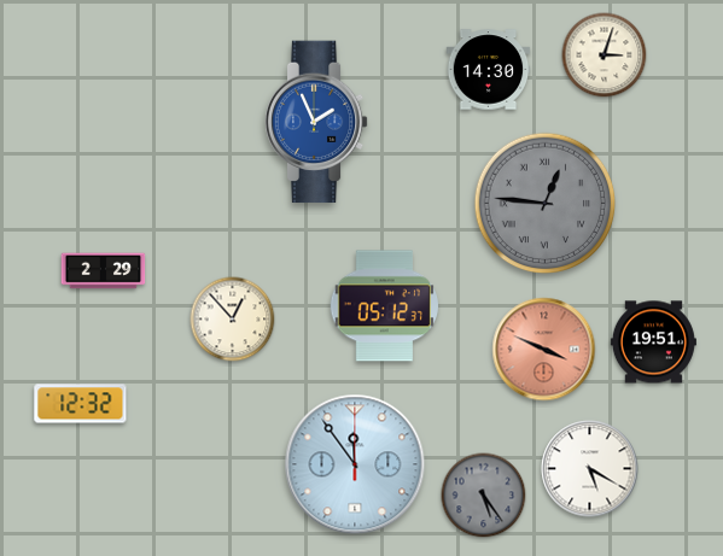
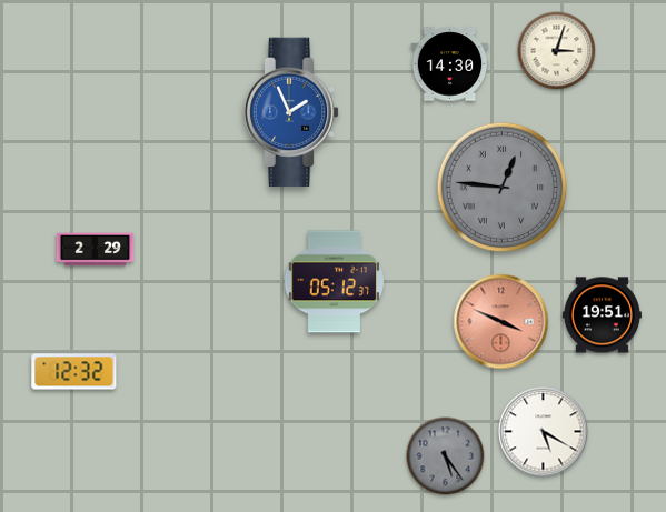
clock at (384, 306) position: (384, 306) -> (334, 282)
clock at (233, 320): 12:53 -> none
clock at (355, 464): 11:54 -> none
